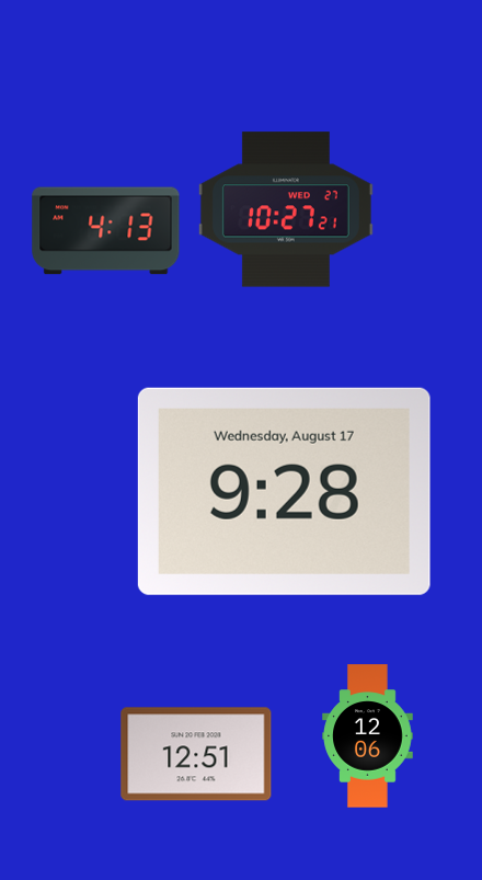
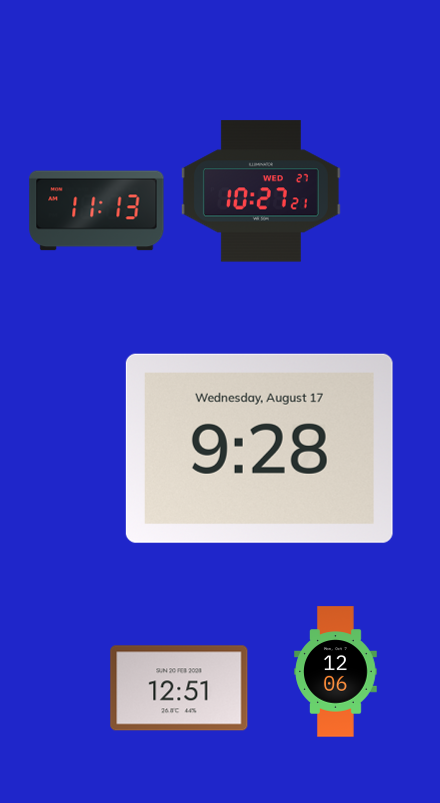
clock at (106, 231): 4:13 -> 11:13
